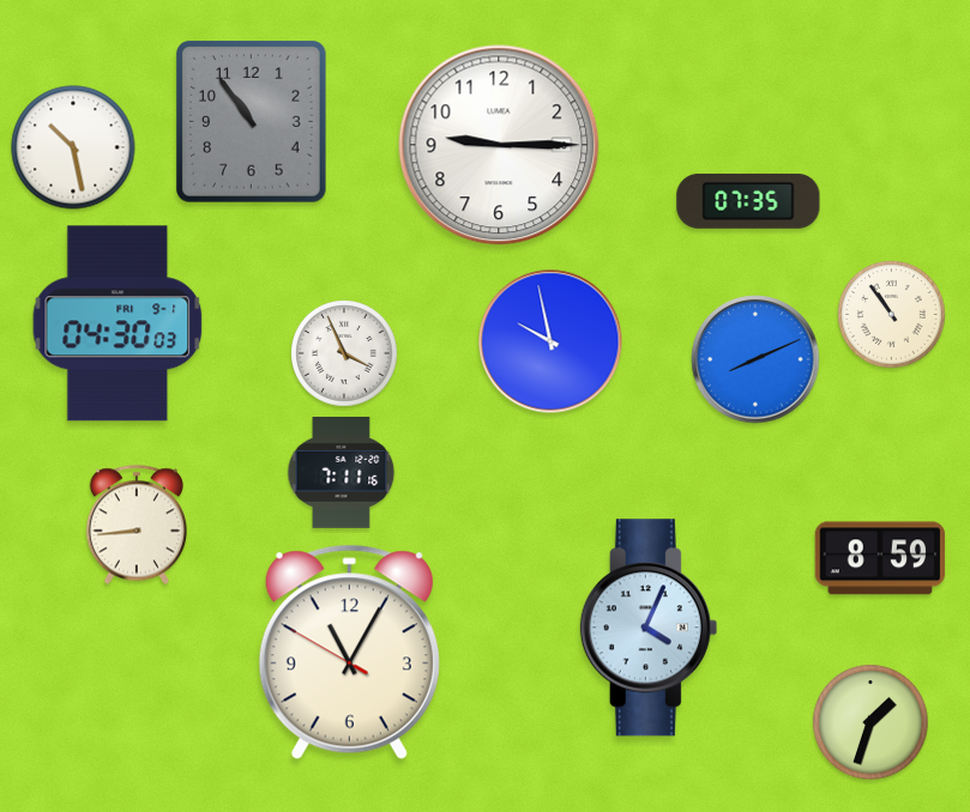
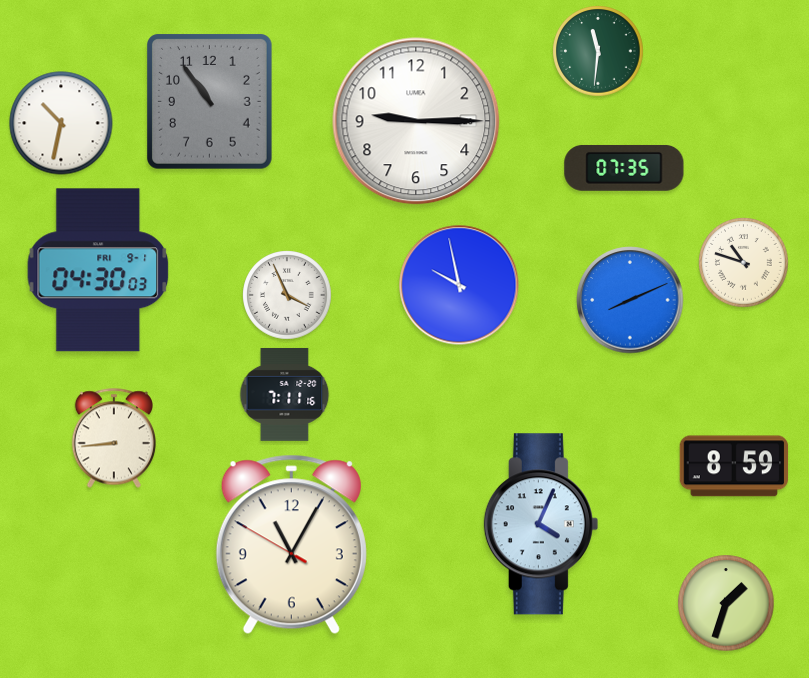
clock at (598, 51): none -> 11:31
clock at (73, 147): 10:28 -> 10:32
clock at (892, 315): 10:54 -> 10:48
